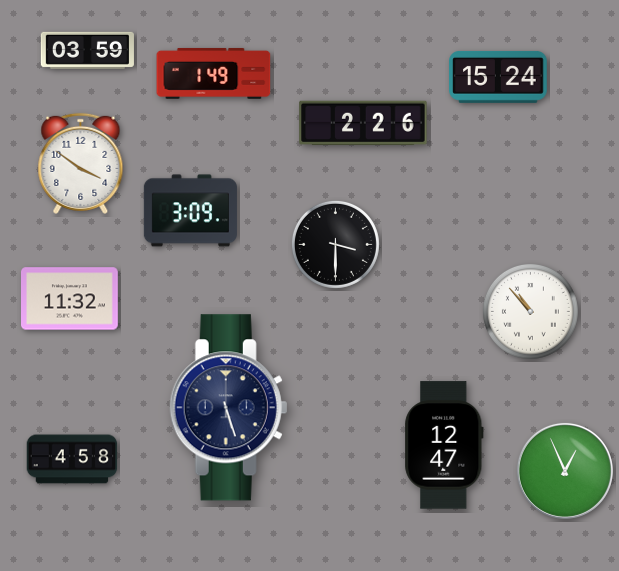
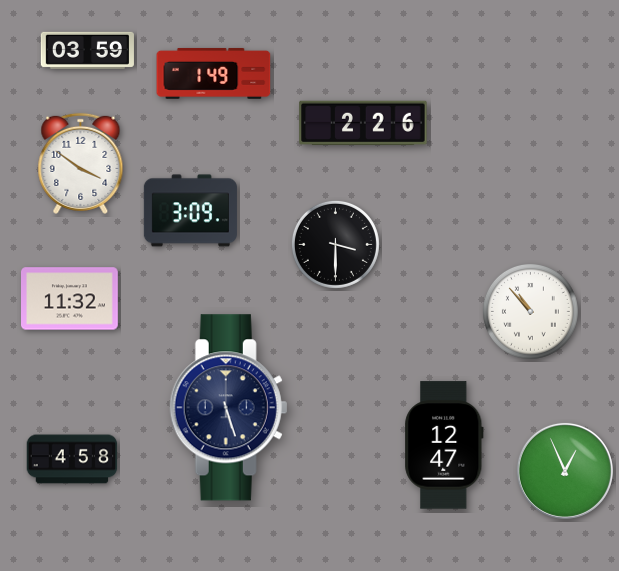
clock at (498, 77): 15:24 -> none
